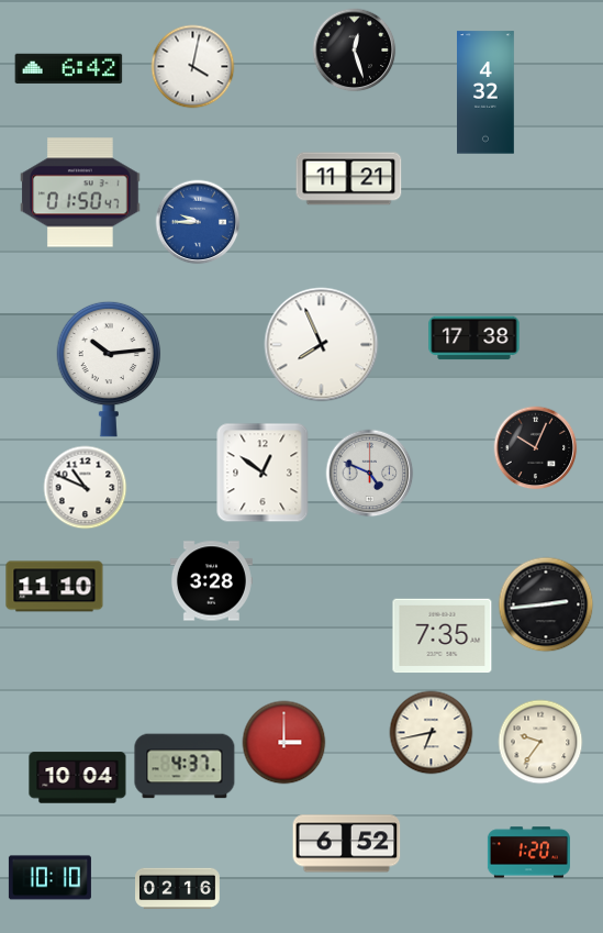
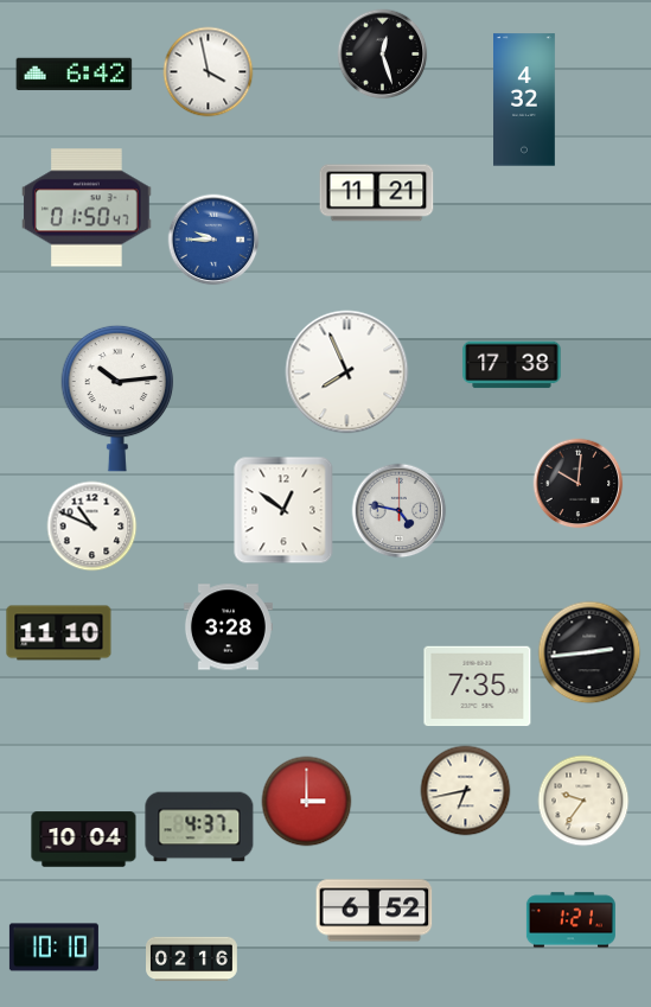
clock at (193, 67): 4:02 -> 3:58
clock at (536, 448): 10:04 -> 10:01
clock at (370, 474): 4:49 -> 4:47
clock at (528, 853): 1:20 -> 1:21
